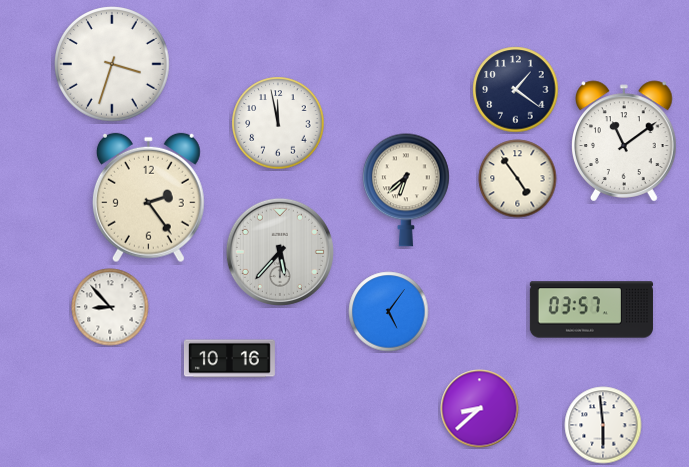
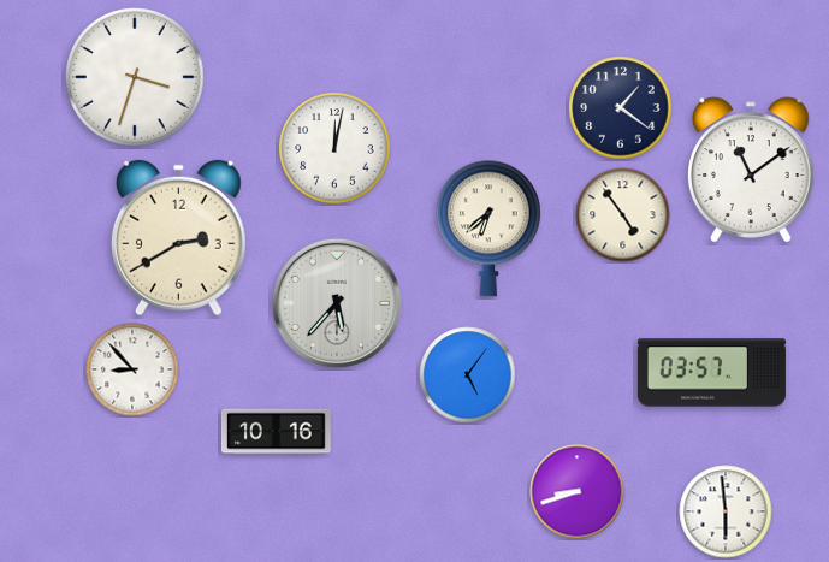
clock at (278, 123): 11:58 -> 12:02
clock at (148, 198): 2:24 -> 2:40
clock at (480, 409): 8:38 -> 8:42
